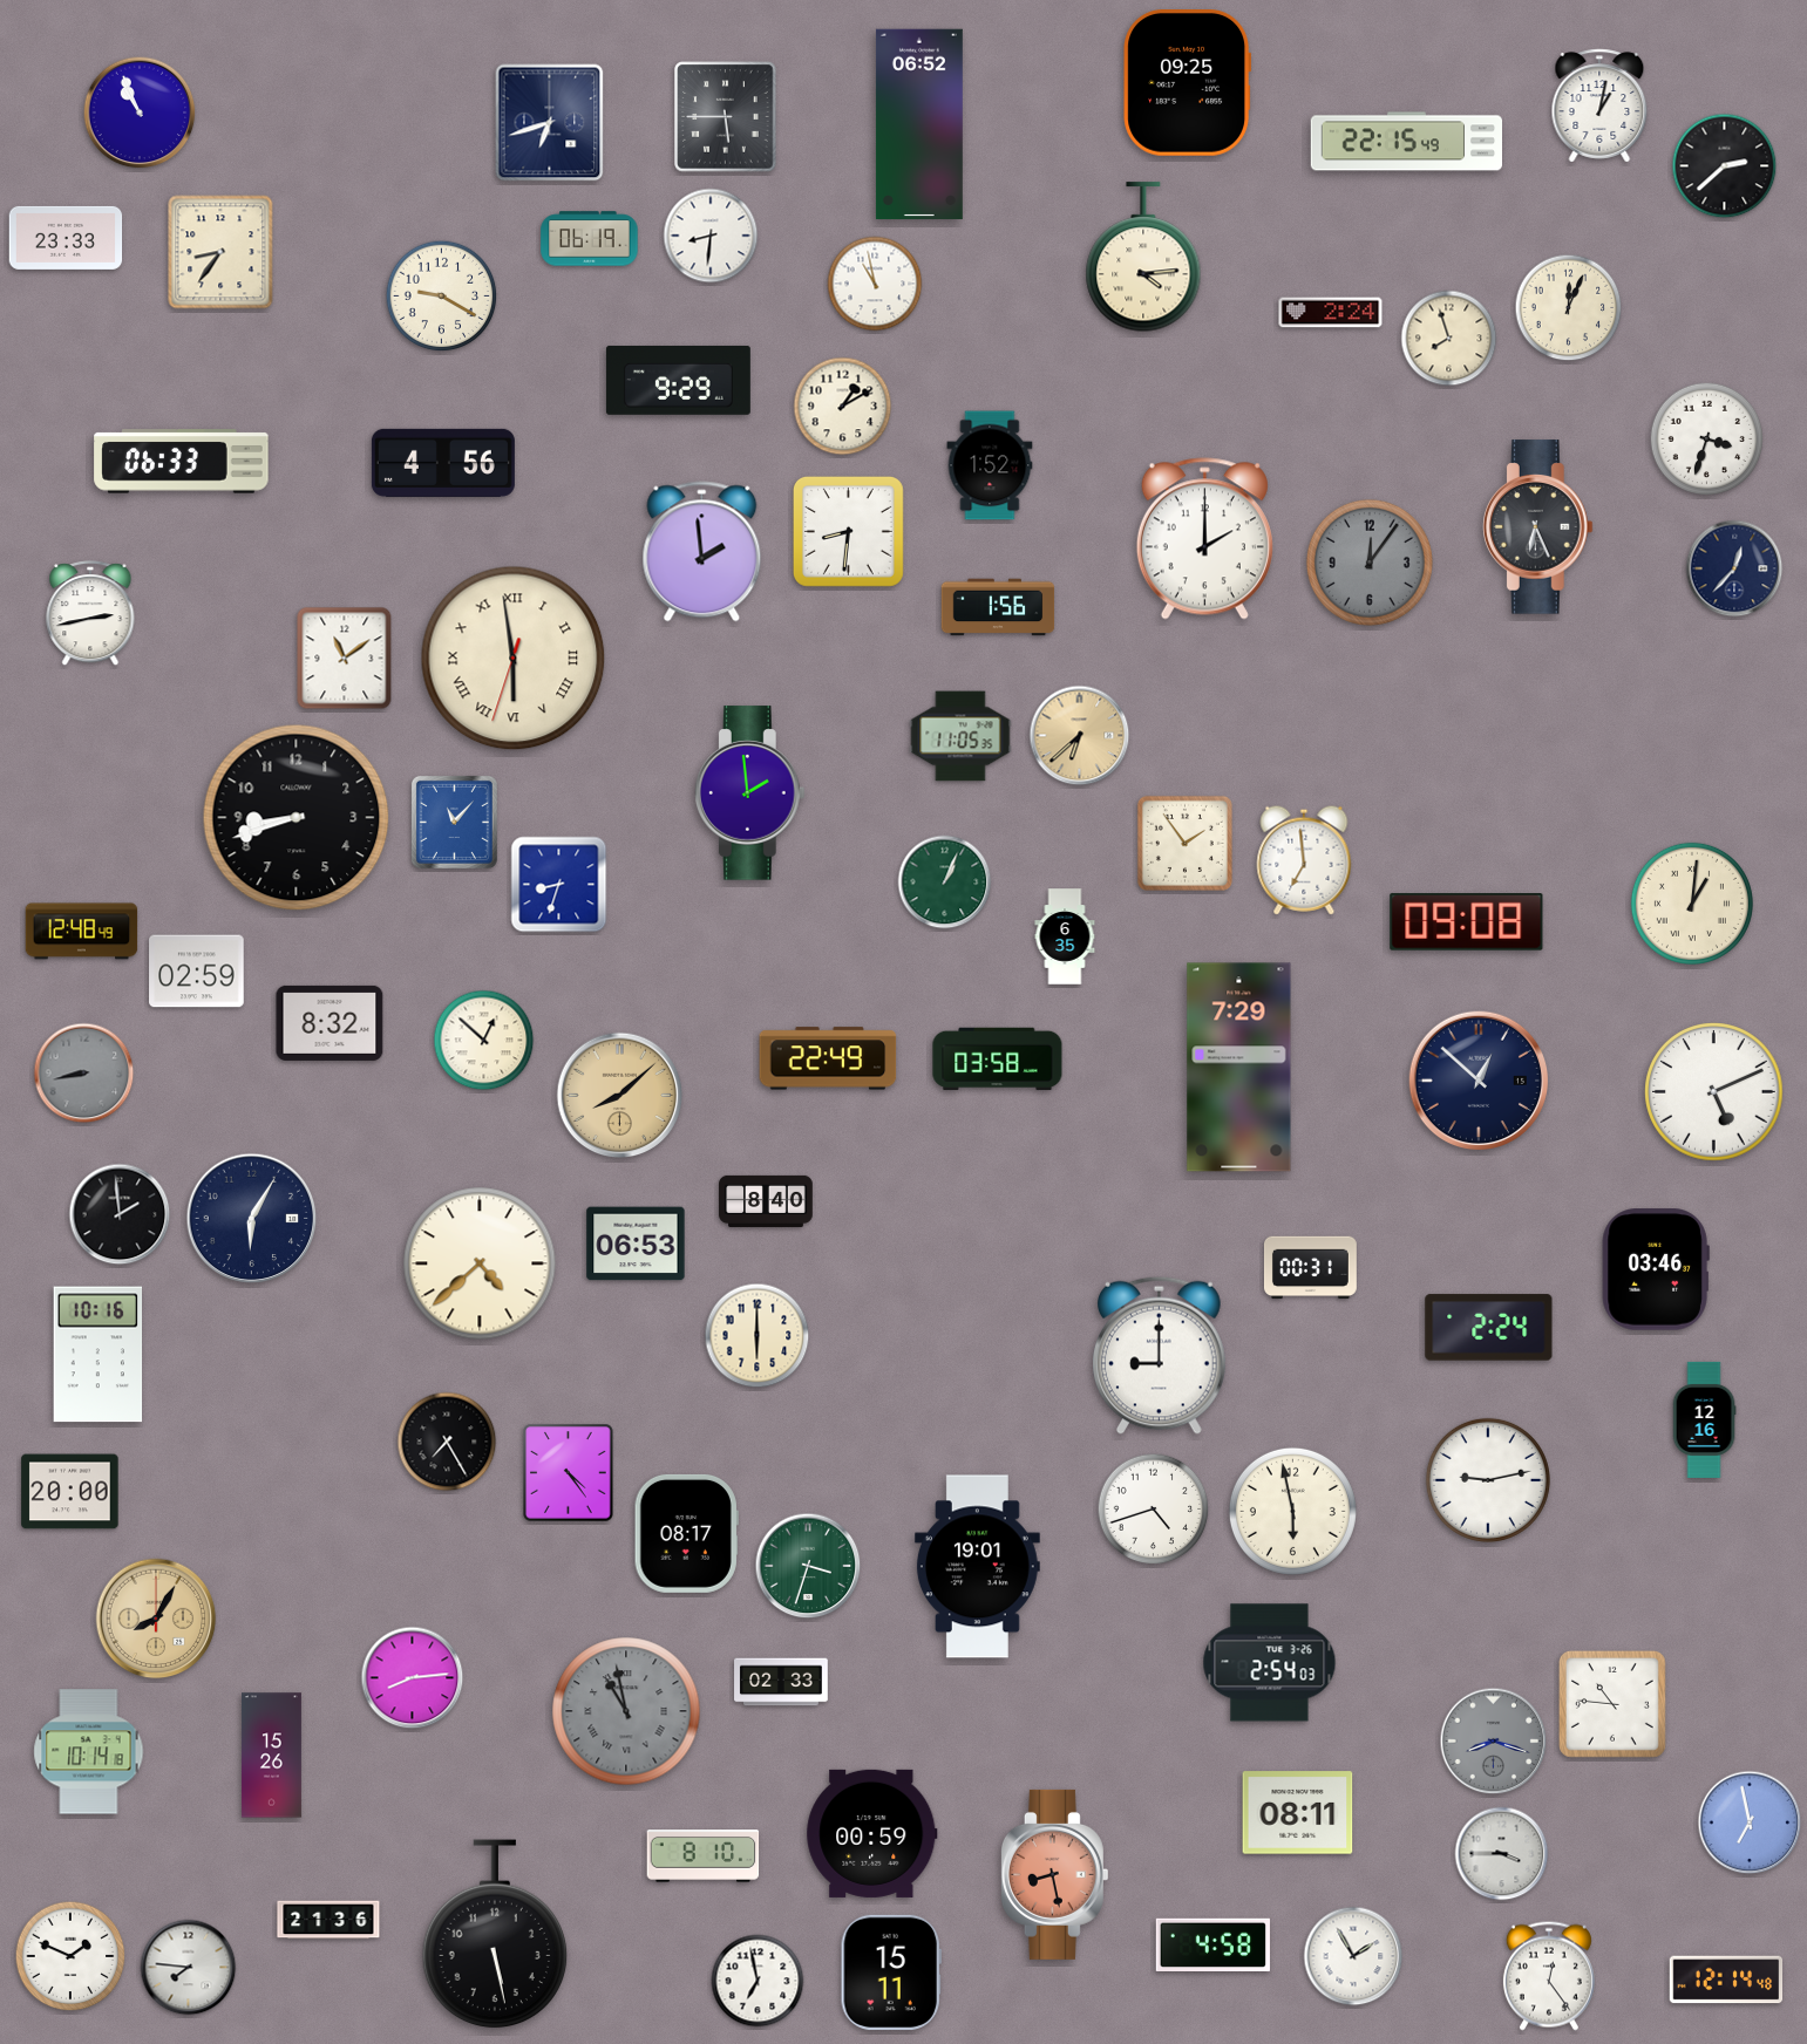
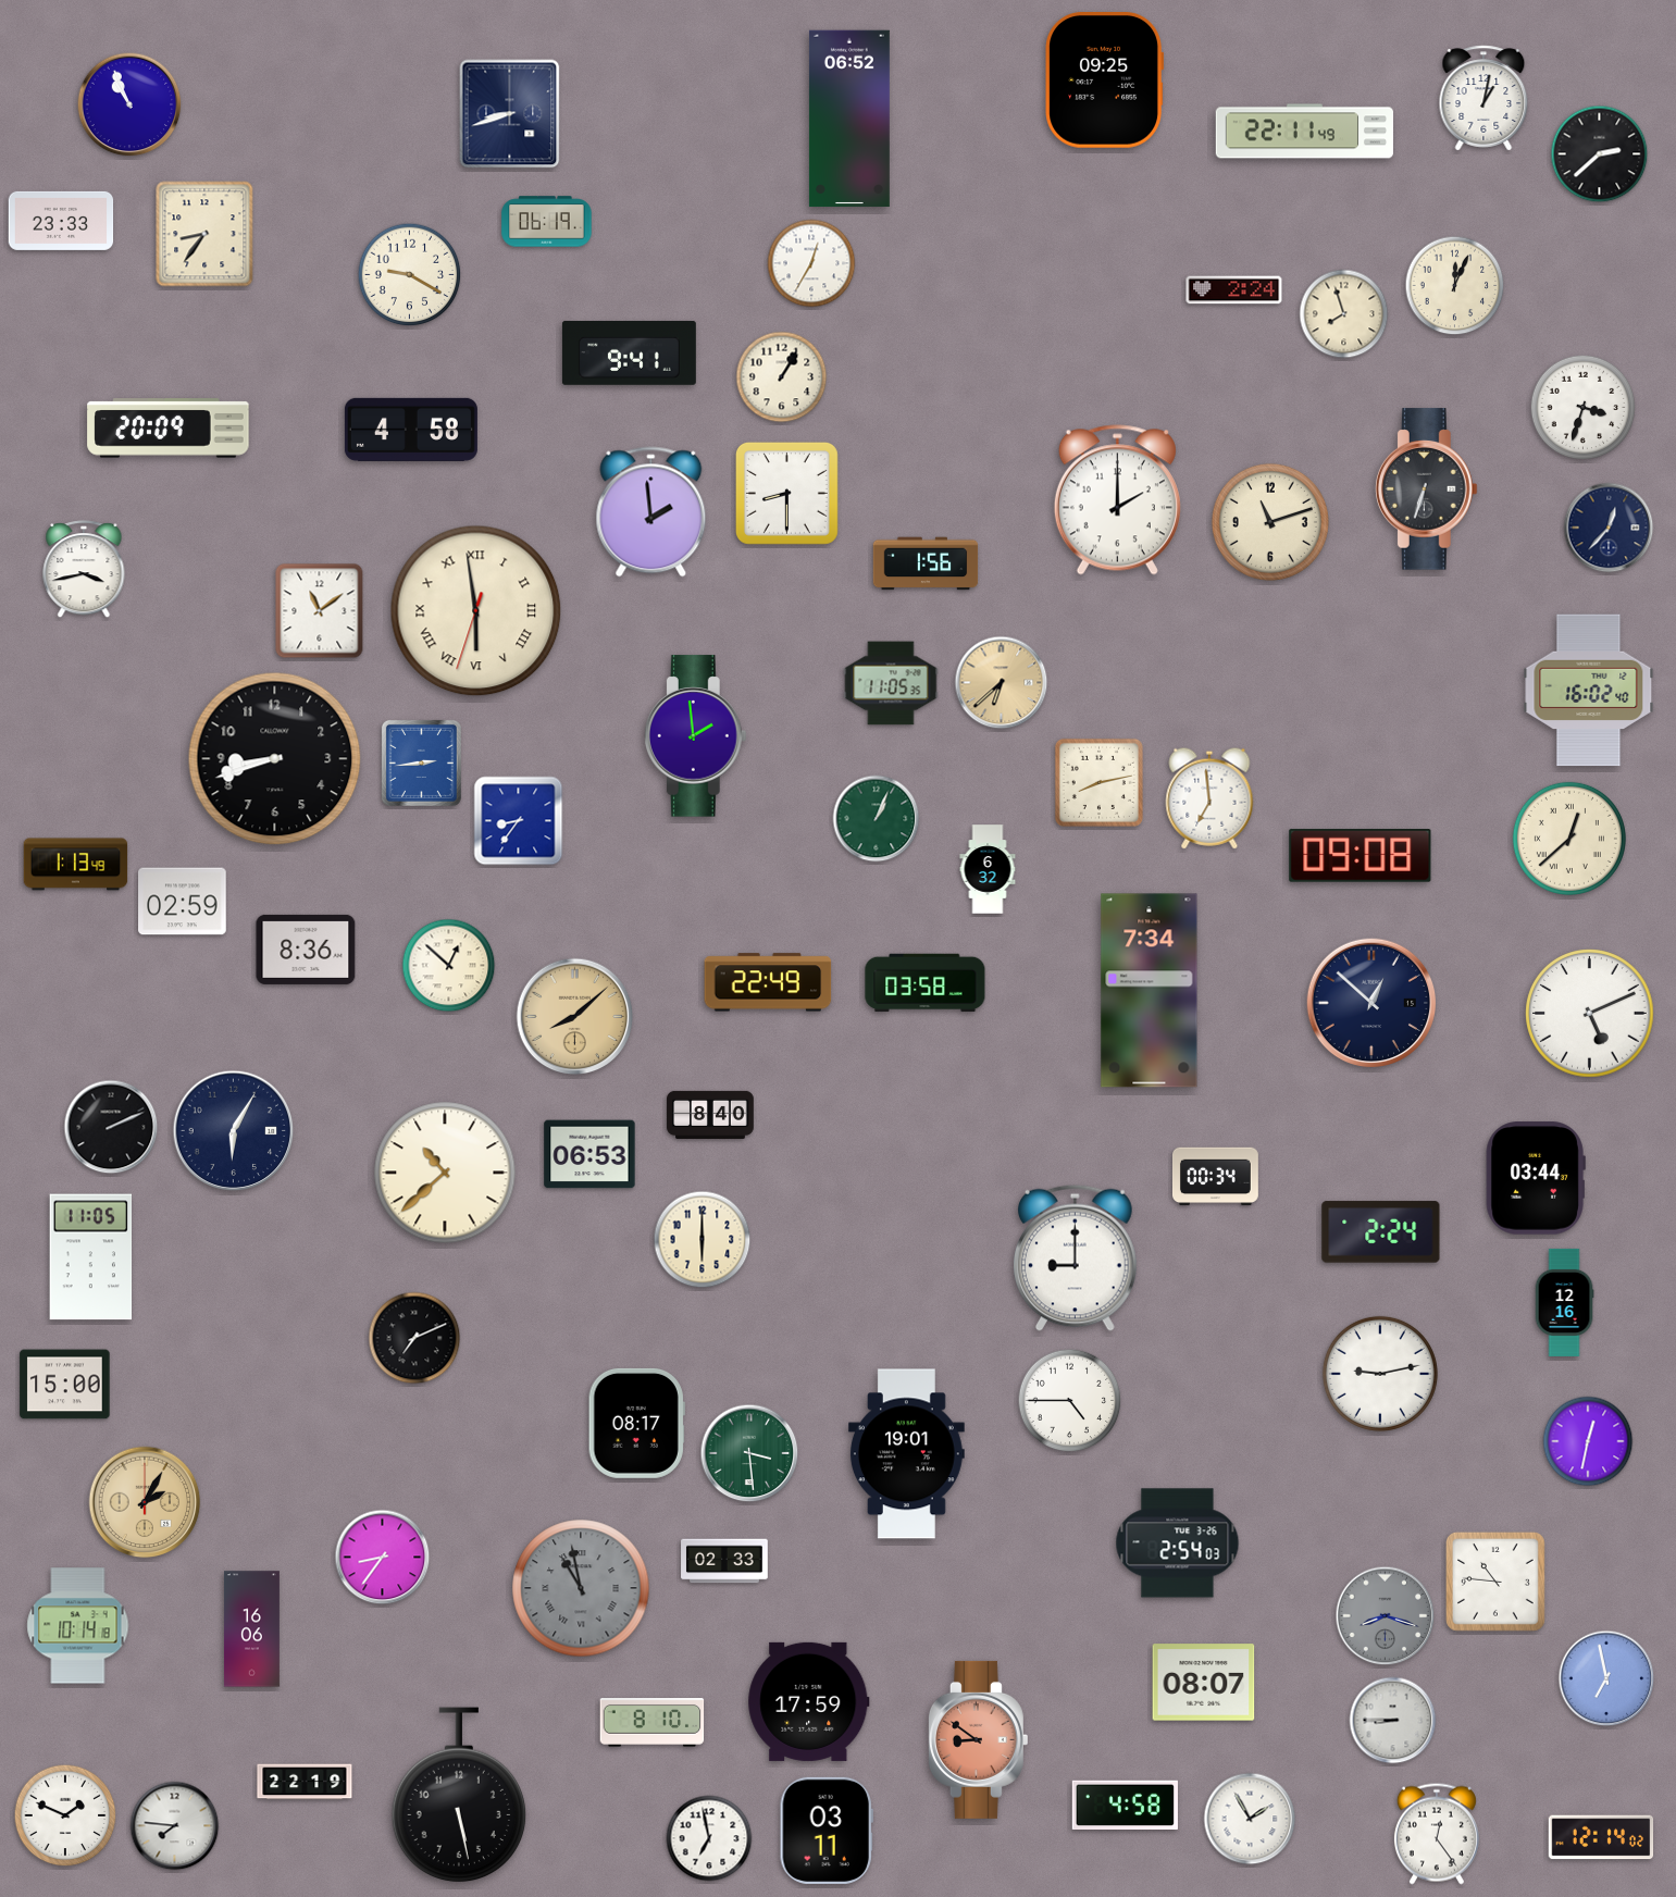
clock at (1188, 83) position: (1188, 83) -> (1105, 80)
clock at (726, 117): 5:45 -> none
clock at (550, 123): 6:42 -> 8:42
clock at (919, 124) position: (919, 124) -> (849, 119)
clock at (1406, 142): 22:15 -> 22:11
clock at (711, 236): 8:31 -> none
clock at (1143, 258): 4:14 -> none
clock at (875, 284): 10:58 -> 12:35
clock at (678, 380): 9:29 -> 9:41
clock at (843, 407): 1:10 -> 1:05
clock at (182, 462): 06:33 -> 20:09
clock at (443, 463): 4:56 -> 4:58
clock at (990, 465): 1:52 -> none
clock at (1537, 527): 6:26 -> 6:33
clock at (848, 531): 8:31 -> 8:30
clock at (1370, 563): 12:06 -> 11:12
clock at (1370, 563) dial: grey -> cream
clock at (90, 614): 2:43 -> 3:43
clock at (1589, 691): none -> 16:02
clock at (454, 822): 11:07 -> 2:44
clock at (1184, 843): 1:54 -> 8:13
clock at (559, 885): 8:33 -> 8:36
clock at (1692, 904): 1:01 -> 12:38
clock at (82, 932): 12:48 -> 1:13
clock at (1065, 936): 6:35 -> 6:32
clock at (330, 1023): 8:32 -> 8:36
clock at (1239, 1068): 7:29 -> 7:34
clock at (84, 1074): 8:43 -> none
clock at (120, 1214): 1:59 -> 2:11
clock at (480, 1263): 4:38 -> 10:38
clock at (1310, 1268): 00:31 -> 00:34
clock at (1656, 1269): 03:46 -> 03:44
clock at (98, 1355): 10:16 -> 11:05
clock at (1704, 1419) position: (1704, 1419) -> (1564, 1302)
clock at (447, 1442): 7:25 -> 7:11
clock at (569, 1473): 4:24 -> none
clock at (70, 1492): 20:00 -> 15:00
clock at (1154, 1510): 4:42 -> 4:45
clock at (1292, 1511): 5:58 -> none
clock at (1588, 1441): none -> 12:32
clock at (808, 1566): 3:33 -> 3:29
clock at (156, 1619): 8:05 -> 2:05
clock at (413, 1678): 8:14 -> 8:36
clock at (89, 1752) position: (89, 1752) -> (78, 1626)
clock at (271, 1756): 15:26 -> 16:06
clock at (1298, 1813): 08:11 -> 08:07
clock at (1750, 1822) position: (1750, 1822) -> (1606, 1678)
clock at (872, 1833): 00:59 -> 17:59
clock at (1502, 1854): 3:45 -> 8:45
clock at (1054, 1874): 8:28 -> 8:51
clock at (328, 1920): 21:36 -> 22:19
clock at (1353, 1956) position: (1353, 1956) -> (1250, 1819)
clock at (891, 1973): 15:11 -> 03:11
clock at (1726, 1980): 12:14:48 -> 12:14:02
clock at (758, 1981) position: (758, 1981) -> (709, 1838)
